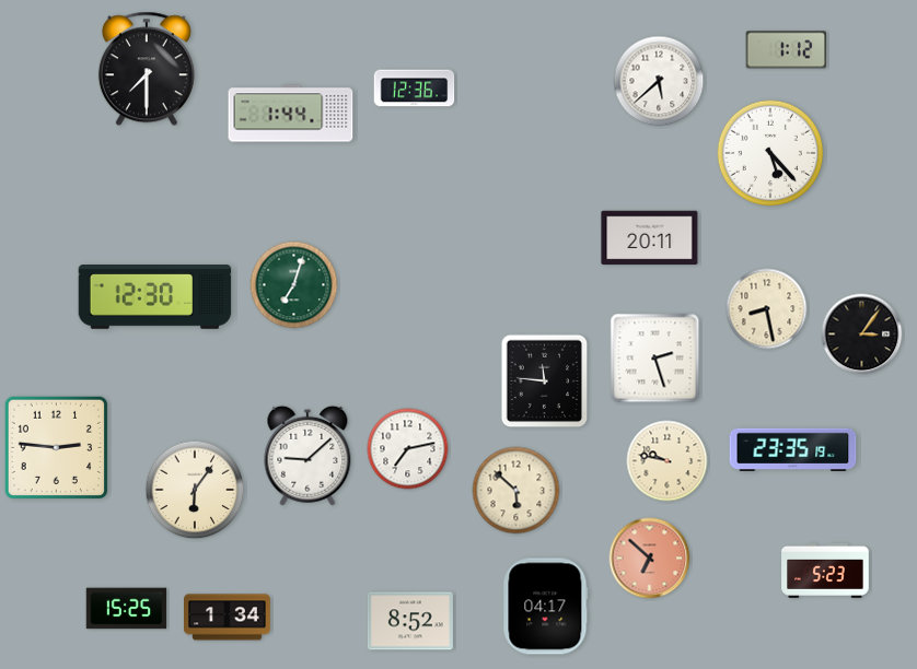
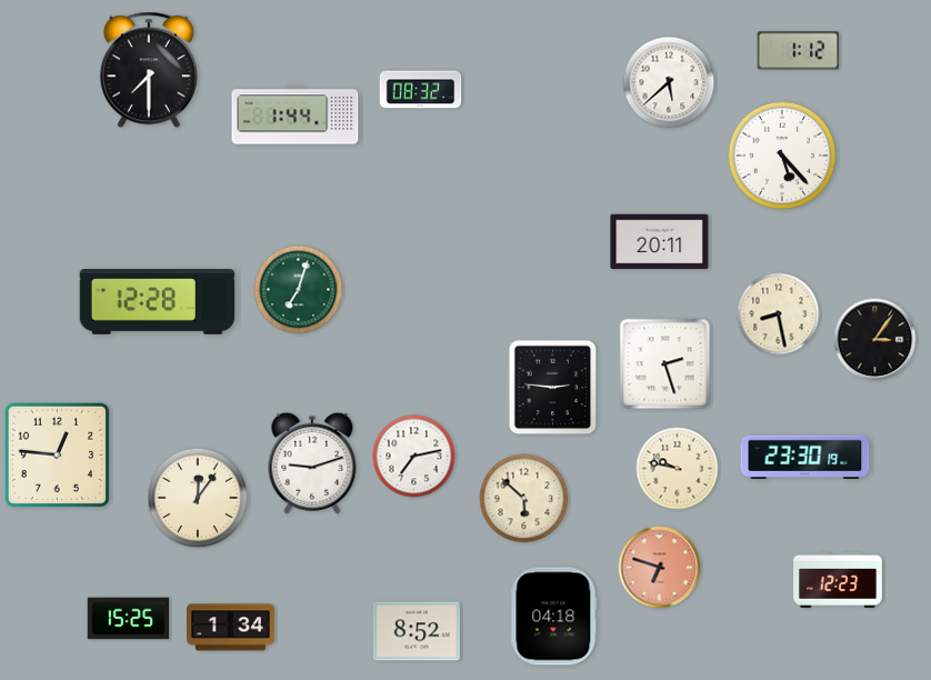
clock at (415, 89): 12:36 -> 08:32
clock at (155, 297): 12:30 -> 12:28
clock at (545, 382): 11:46 -> 2:46
clock at (56, 447): 2:46 -> 12:46
clock at (793, 449): 23:35 -> 23:30
clock at (307, 456): 9:08 -> 9:12
clock at (195, 490): 6:06 -> 12:06
clock at (650, 559): 6:52 -> 6:48
clock at (825, 571): 5:23 -> 12:23
clock at (546, 607): 04:17 -> 04:18
